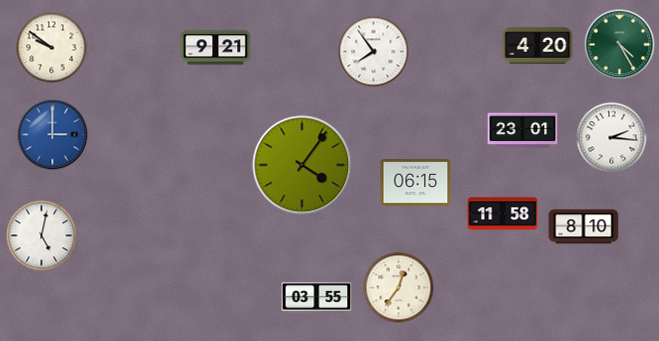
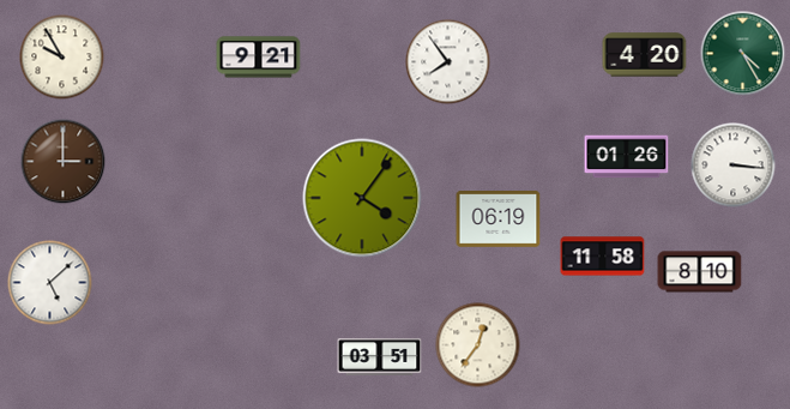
clock at (52, 48): 9:51 -> 9:55
clock at (523, 131): 23:01 -> 01:26
clock at (53, 135) dial: blue -> brown
clock at (612, 138): 2:16 -> 3:16
clock at (416, 183): 06:15 -> 06:19
clock at (42, 236): 5:02 -> 5:08
clock at (317, 297): 03:55 -> 03:51
